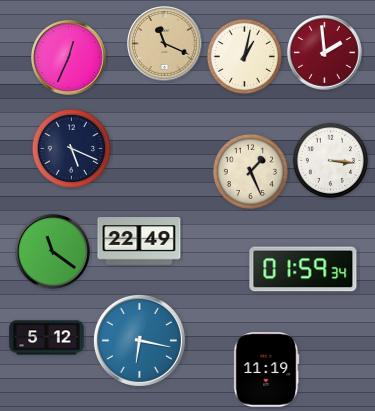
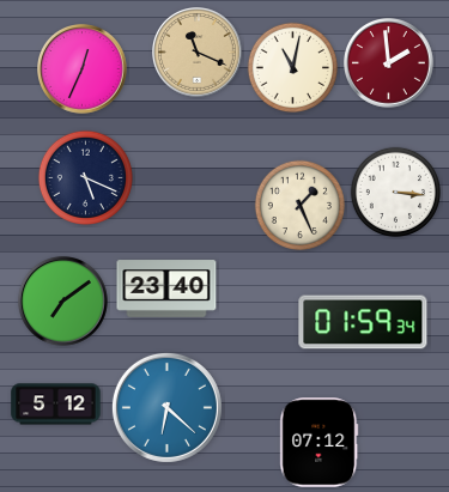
clock at (244, 56): 1:02 -> 11:02
clock at (139, 241): 22:49 -> 23:40
clock at (53, 252): 11:21 -> 7:09
clock at (139, 340): 6:17 -> 6:22
clock at (267, 370): 11:19 -> 07:12
